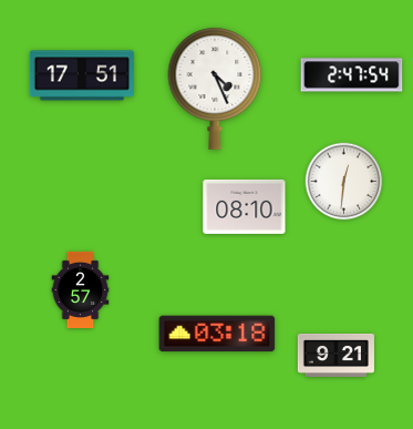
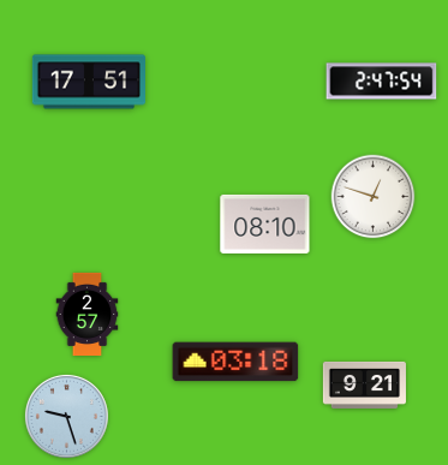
clock at (215, 89): 4:26 -> none
clock at (344, 182): 12:31 -> 12:48
clock at (66, 416): none -> 9:27
